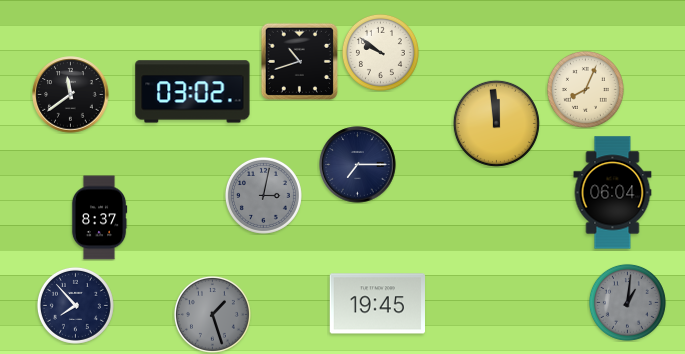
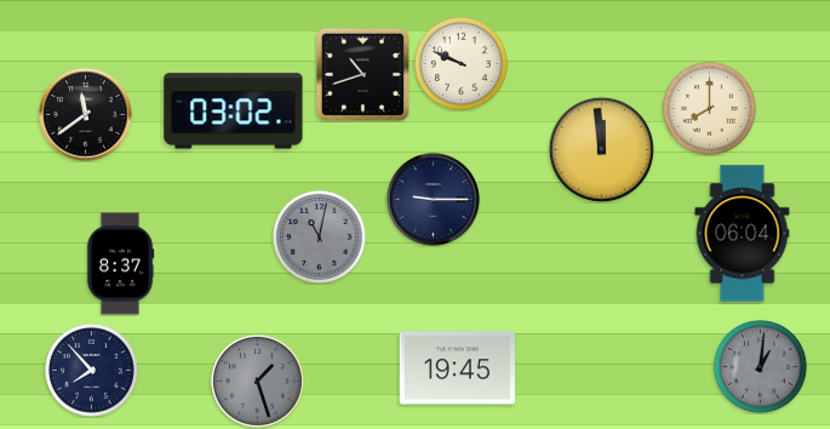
clock at (380, 52): 9:51 -> 9:49
clock at (585, 89): 8:04 -> 8:00
clock at (358, 165): 7:15 -> 9:15
clock at (263, 195): 3:02 -> 11:02
